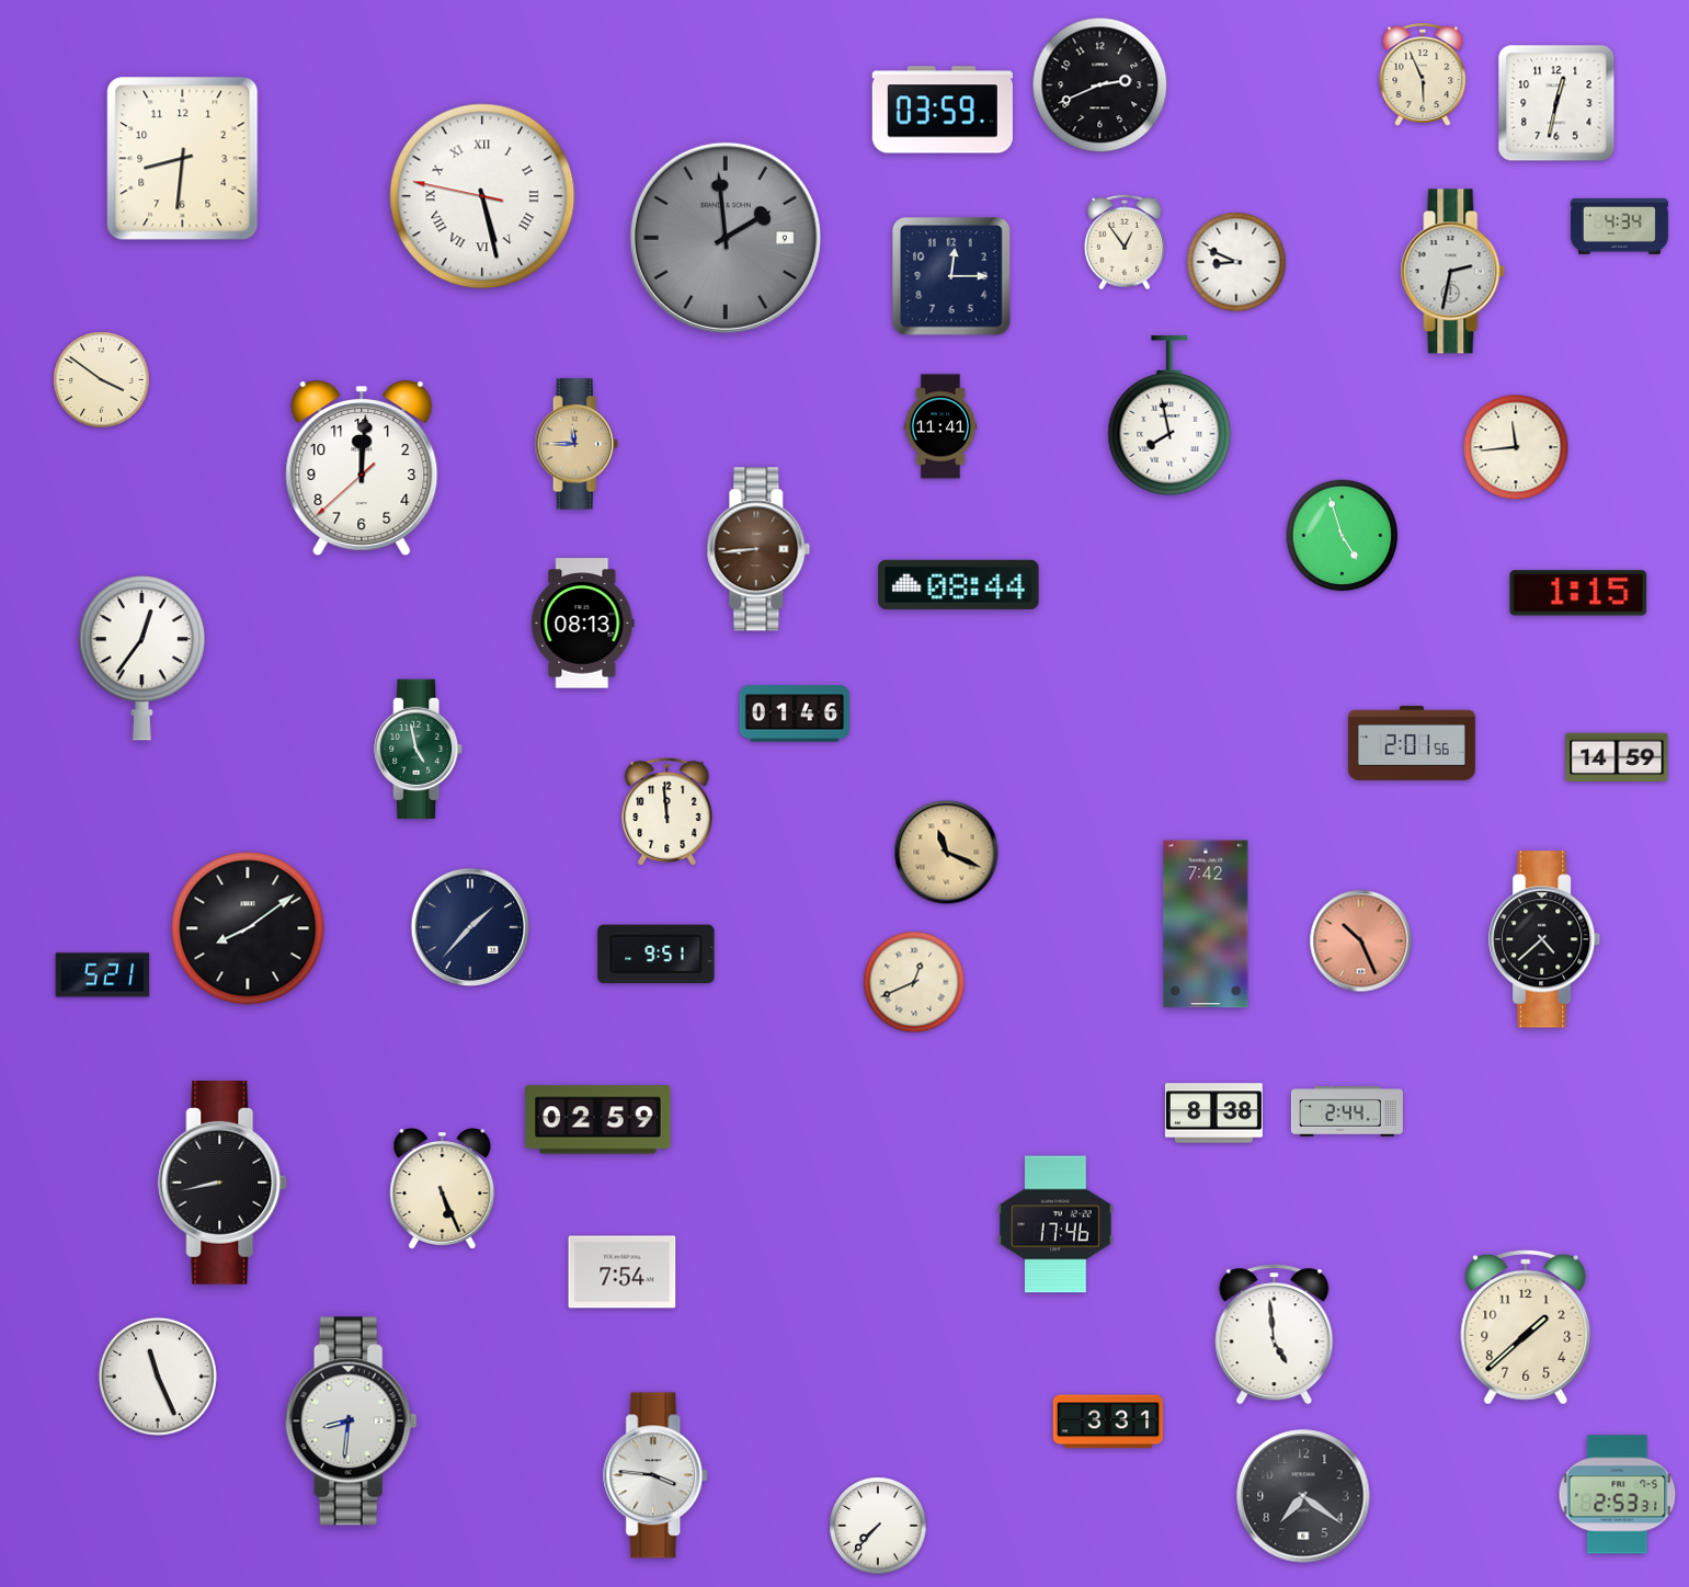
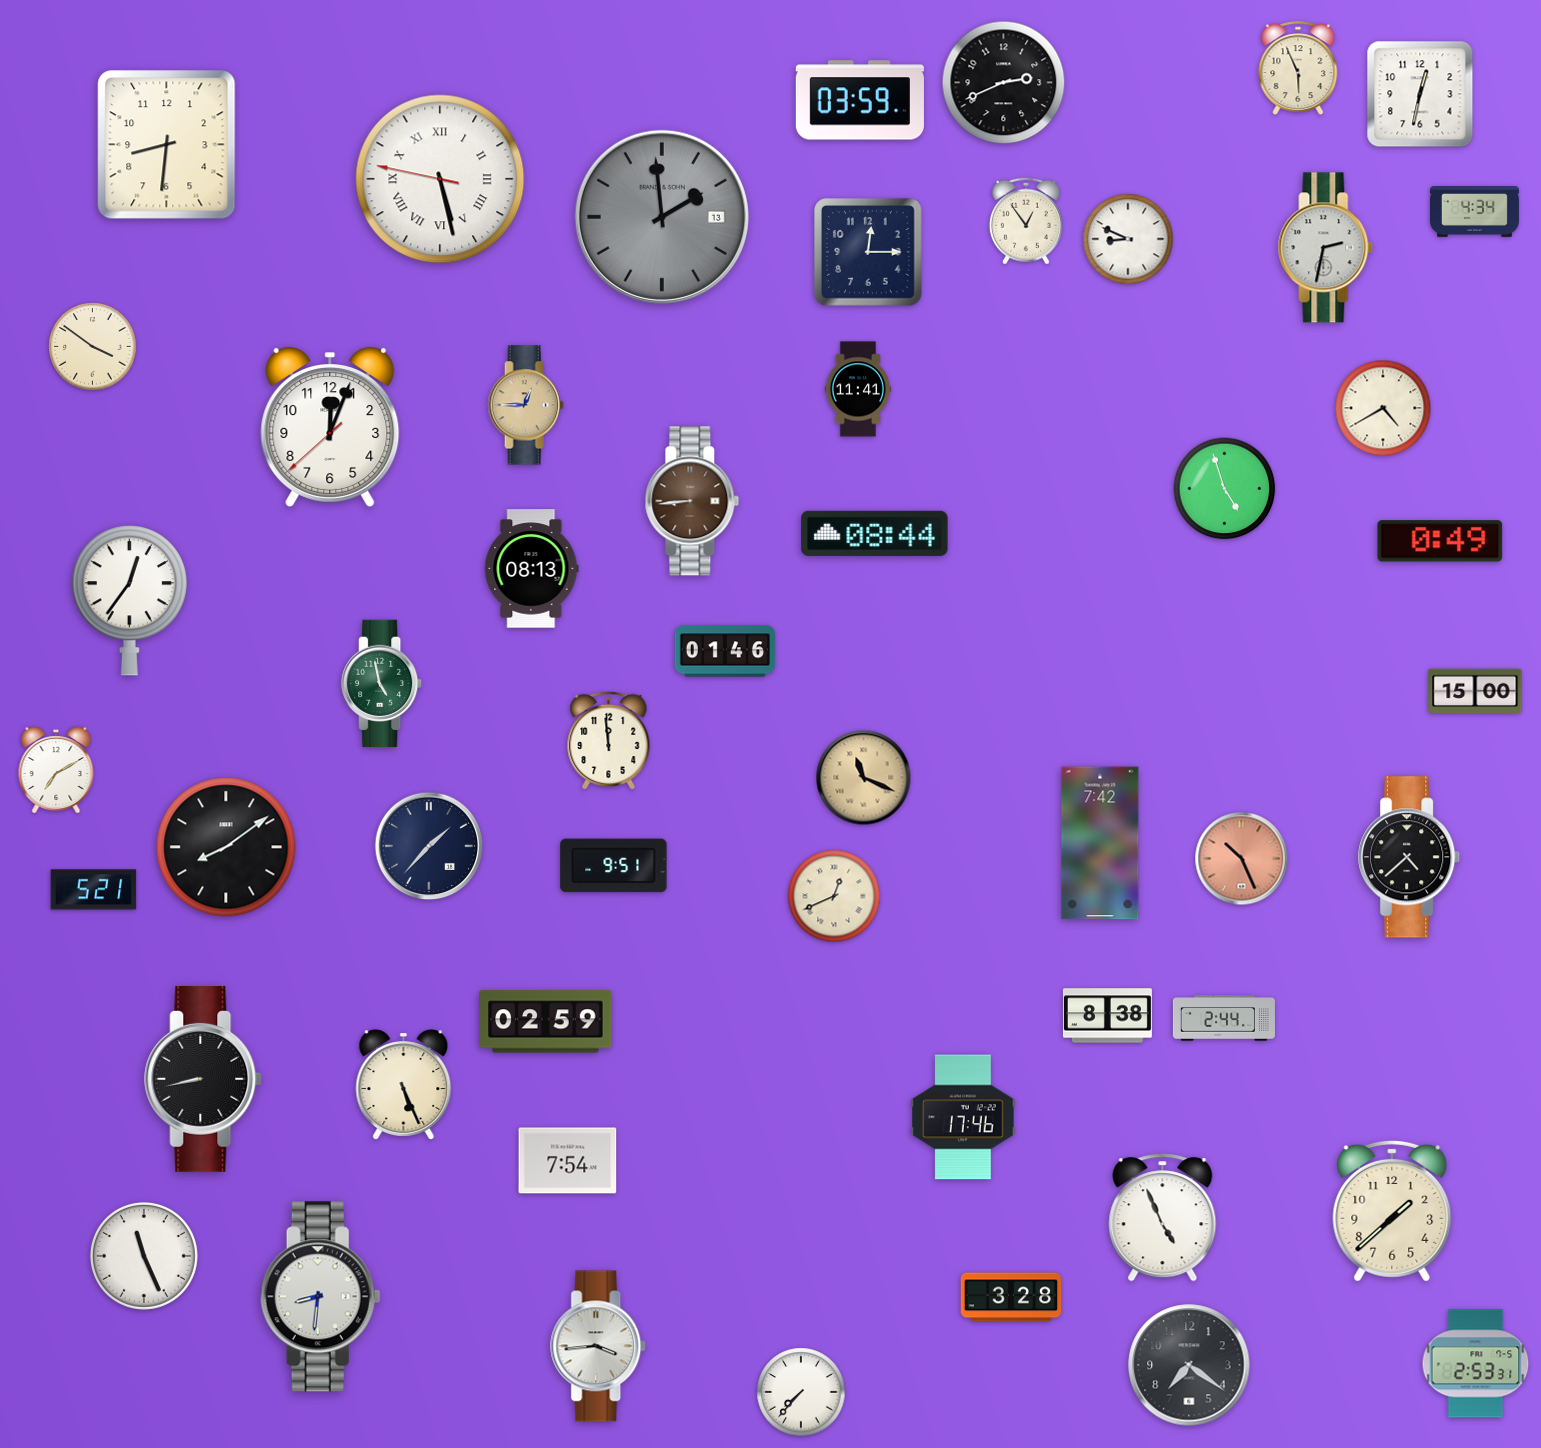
clock at (1100, 85) position: (1100, 85) -> (1004, 83)
clock at (1619, 227) position: (1619, 227) -> (1474, 212)
clock at (726, 238) date: 9 -> 13
clock at (1169, 415): 7:58 -> none
clock at (577, 444): 11:45 -> 12:45
clock at (1516, 447): 11:44 -> 4:40
clock at (362, 469): 12:00 -> 12:03
clock at (1578, 593): 1:15 -> 0:49
clock at (1412, 743): 2:01 -> none
clock at (1617, 757): 14:59 -> 15:00
clock at (56, 770): none -> 7:10
clock at (657, 955) position: (657, 955) -> (614, 866)
clock at (1347, 1111) position: (1347, 1111) -> (1224, 1018)
clock at (1275, 1335): 4:59 -> 4:56
clock at (1108, 1422): 3:31 -> 3:28
clock at (657, 1475): 3:46 -> 3:44
